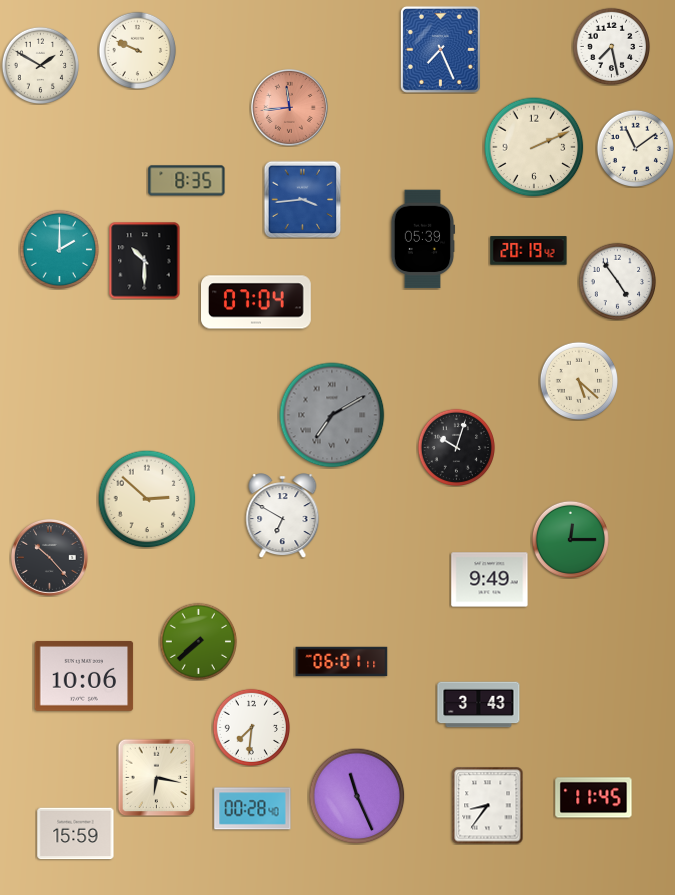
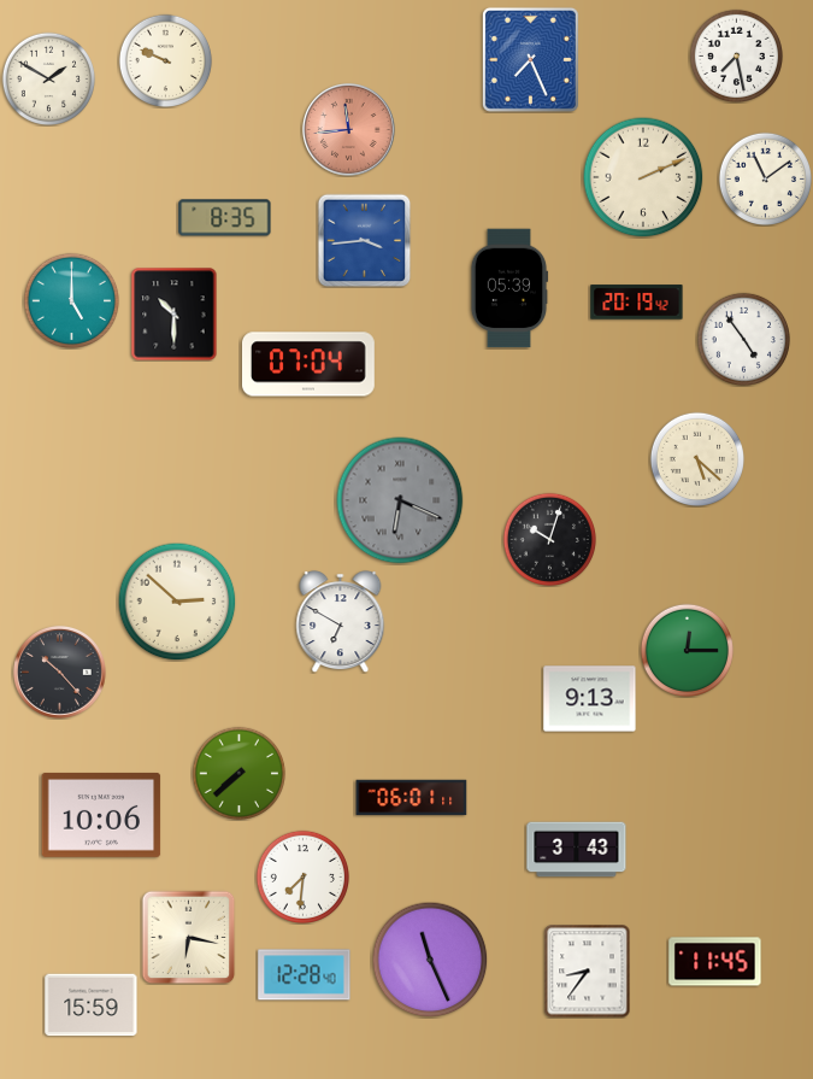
clock at (59, 249): 2:00 -> 5:00
clock at (332, 415): 7:10 -> 6:19
clock at (490, 580): 9:49 -> 9:13
clock at (253, 809): 00:28 -> 12:28
